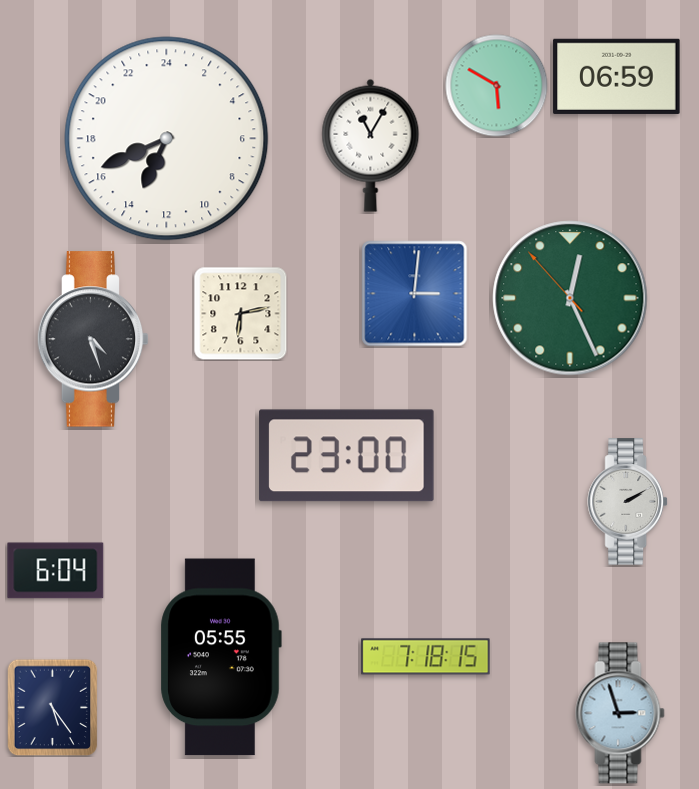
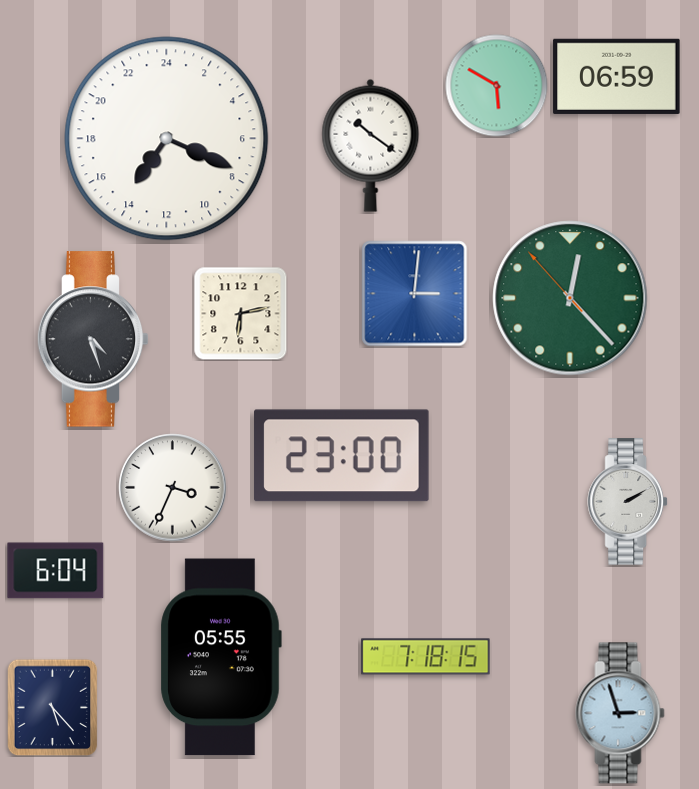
clock at (167, 139): 13:41 -> 14:19
clock at (371, 145): 11:05 -> 10:21
clock at (570, 298): 12:25 -> 12:22
clock at (347, 456) position: (347, 456) -> (342, 456)
clock at (173, 488): none -> 3:34
clock at (53, 707): 5:24 -> 5:23
